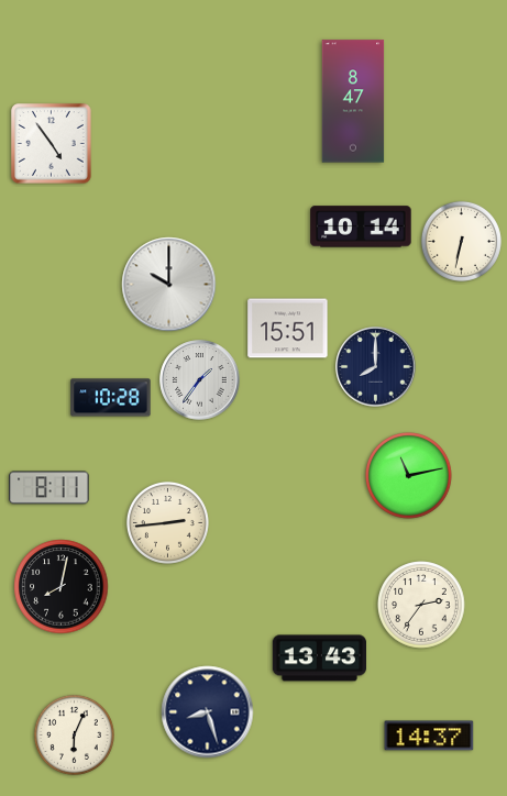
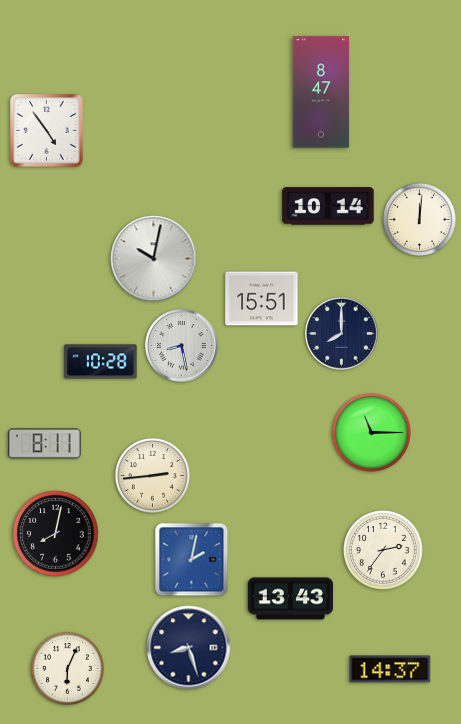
clock at (461, 241): 6:32 -> 12:01
clock at (169, 285): 10:00 -> 10:02
clock at (200, 380): 1:36 -> 8:28
clock at (409, 476): 11:13 -> 11:15
clock at (192, 560): none -> 2:02
